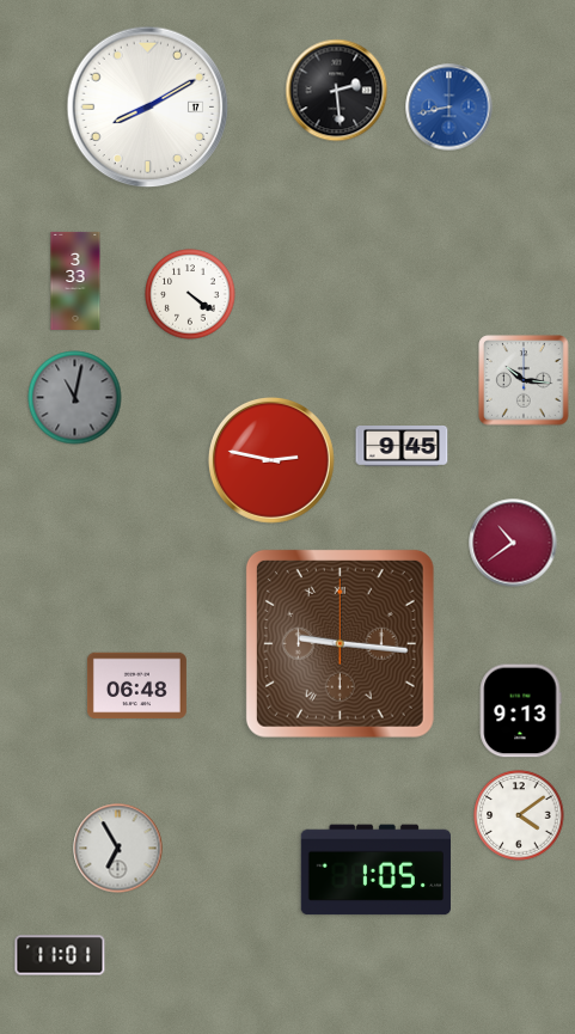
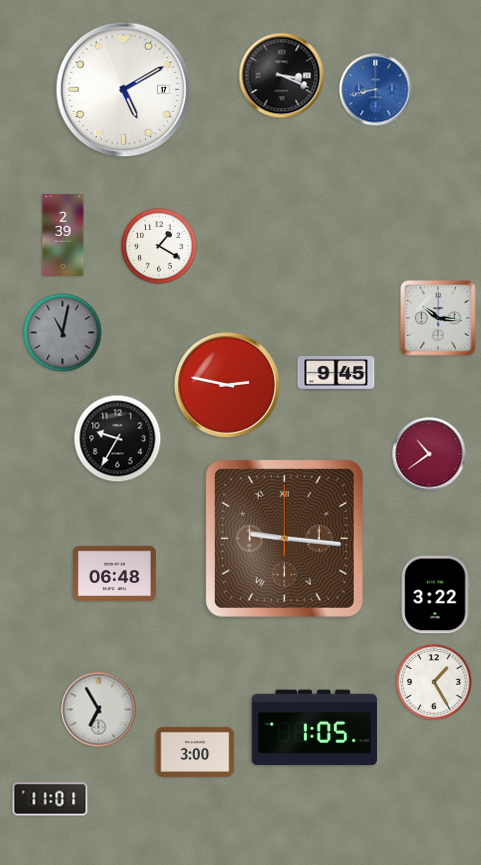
clock at (337, 91): 2:29 -> 3:19
clock at (148, 108): 8:10 -> 5:10
clock at (75, 281): 3:33 -> 2:39
clock at (190, 294): 4:21 -> 1:20
clock at (118, 439): none -> 9:35
clock at (520, 711): 9:13 -> 3:22
clock at (519, 815): 4:09 -> 1:25
clock at (195, 752): none -> 3:00
